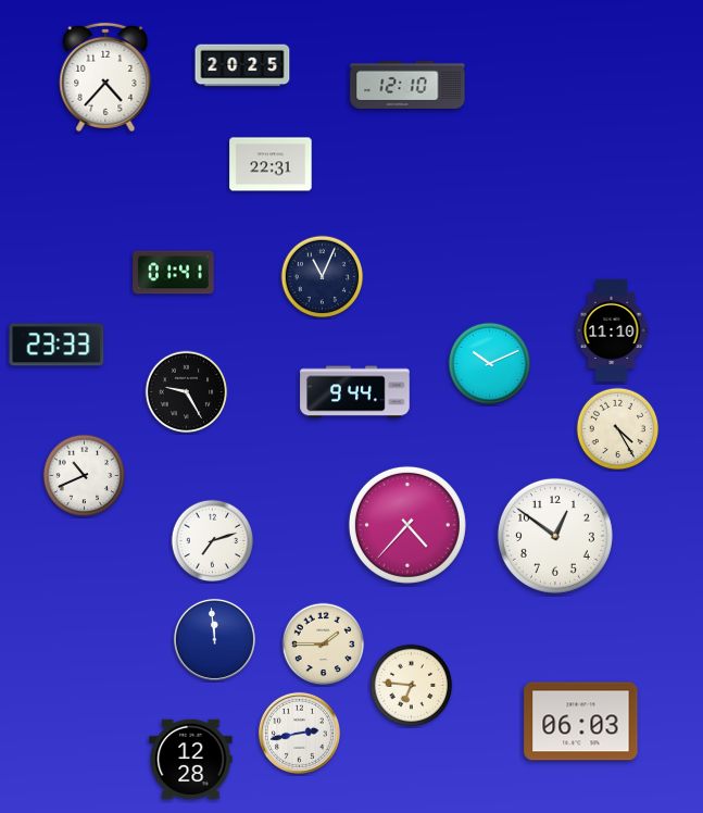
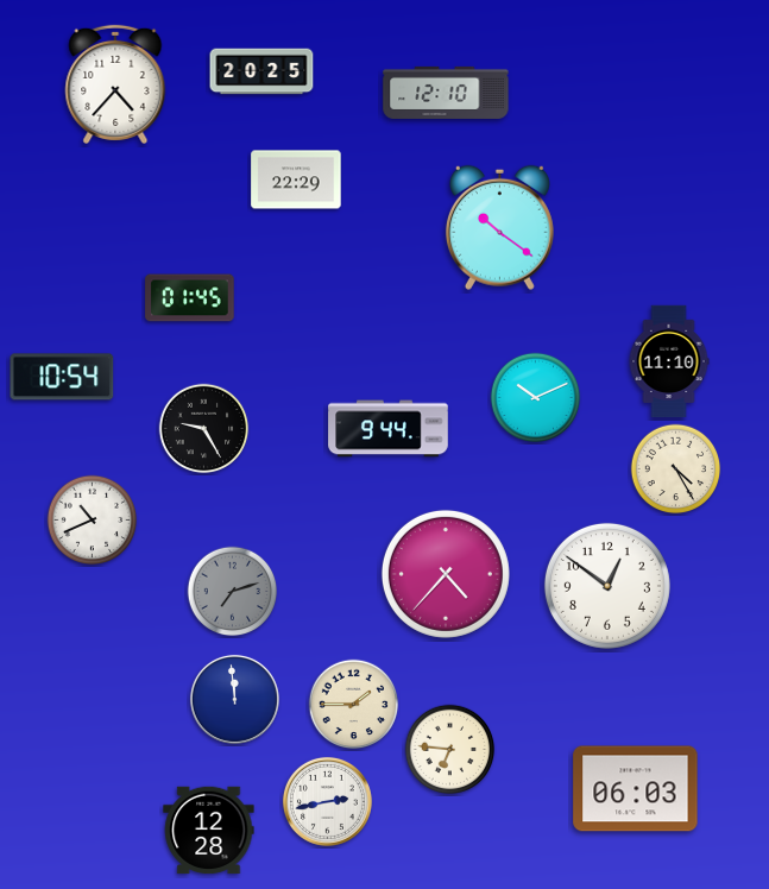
clock at (242, 65) position: (242, 65) -> (261, 71)
clock at (271, 164): 22:31 -> 22:29
clock at (499, 227): none -> 10:21
clock at (174, 273): 01:41 -> 01:45
clock at (323, 277): 11:04 -> none
clock at (57, 345): 23:33 -> 10:54
clock at (213, 541) dial: white -> grey
